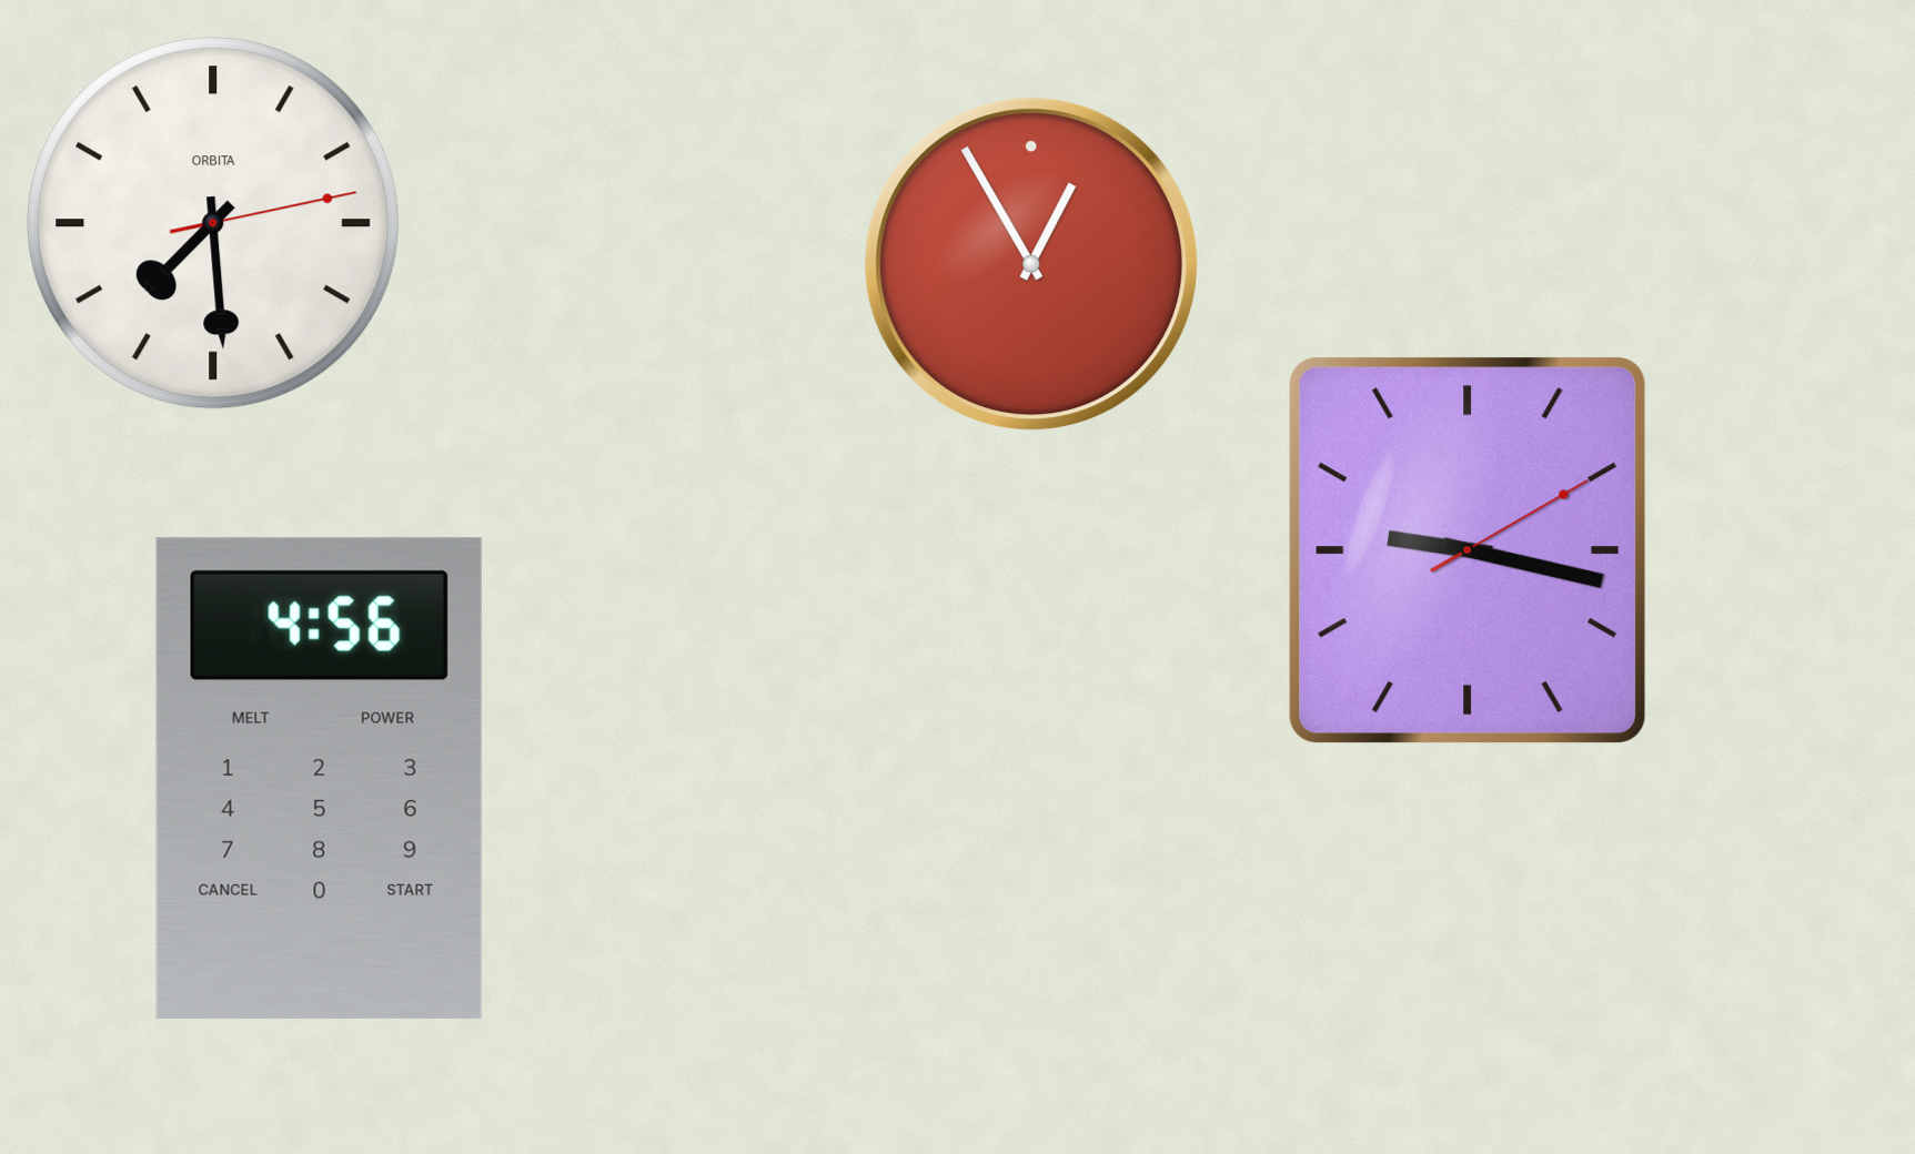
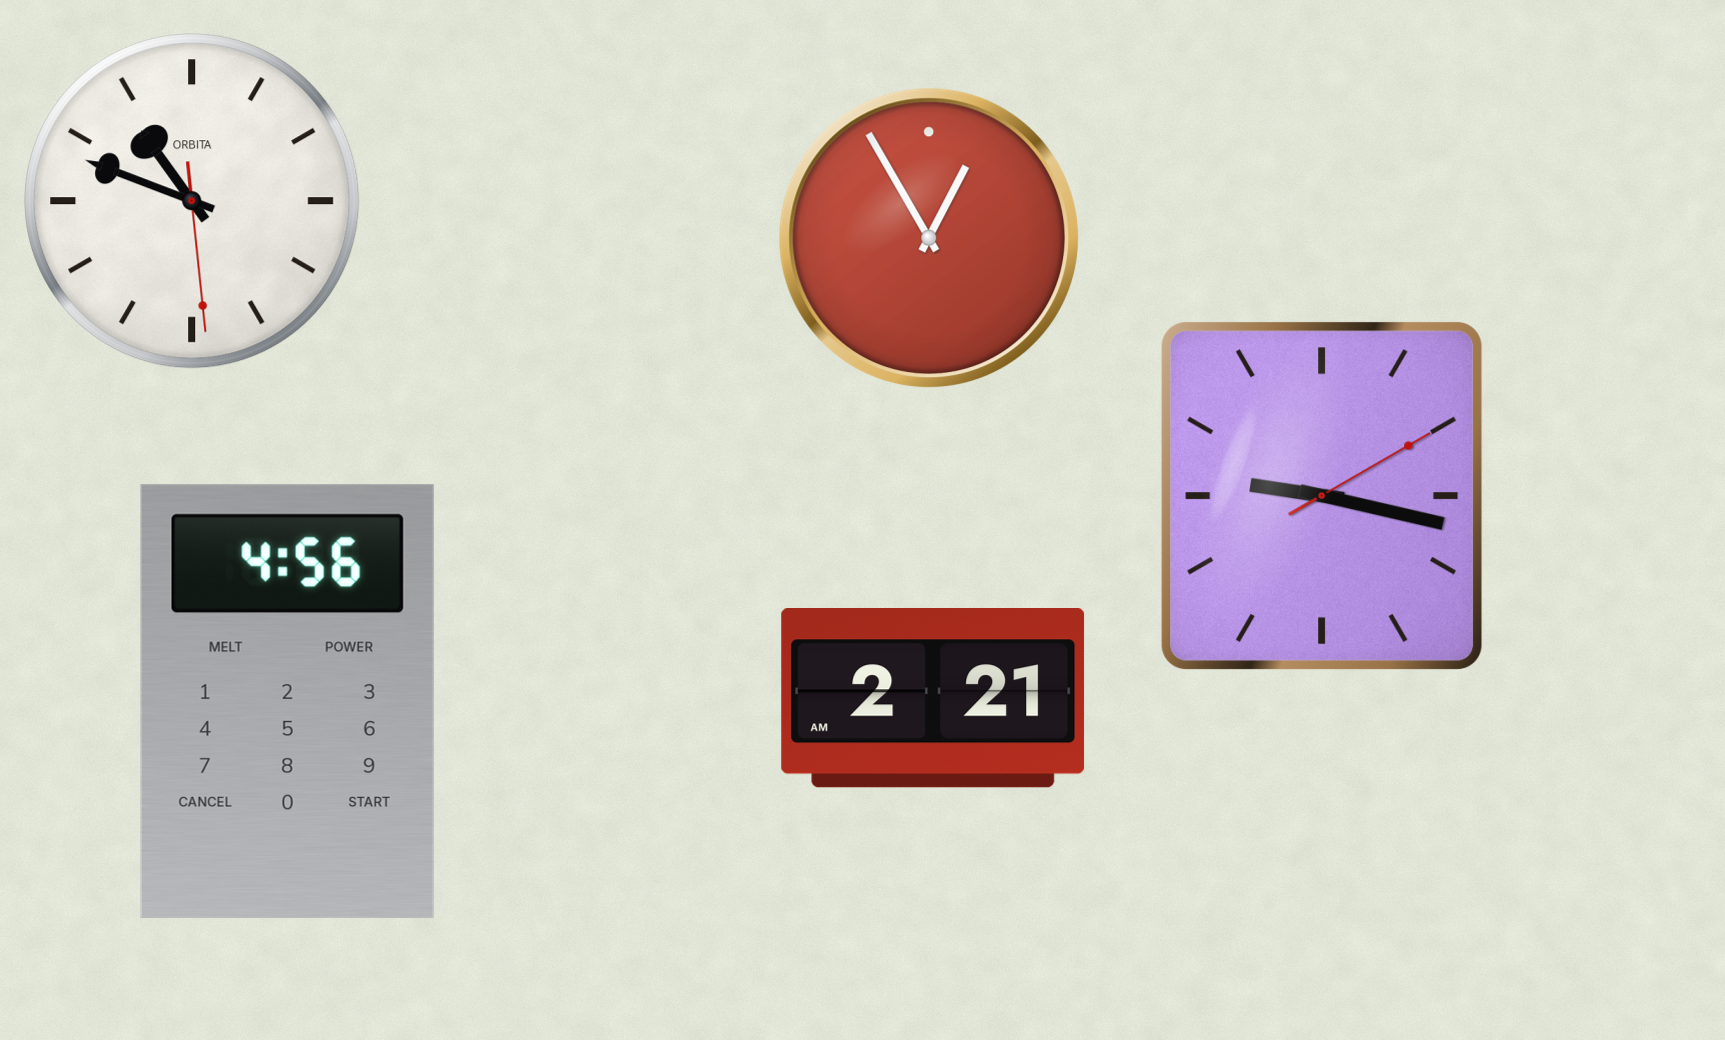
clock at (213, 223): 7:29 -> 10:48
clock at (933, 699): none -> 2:21
